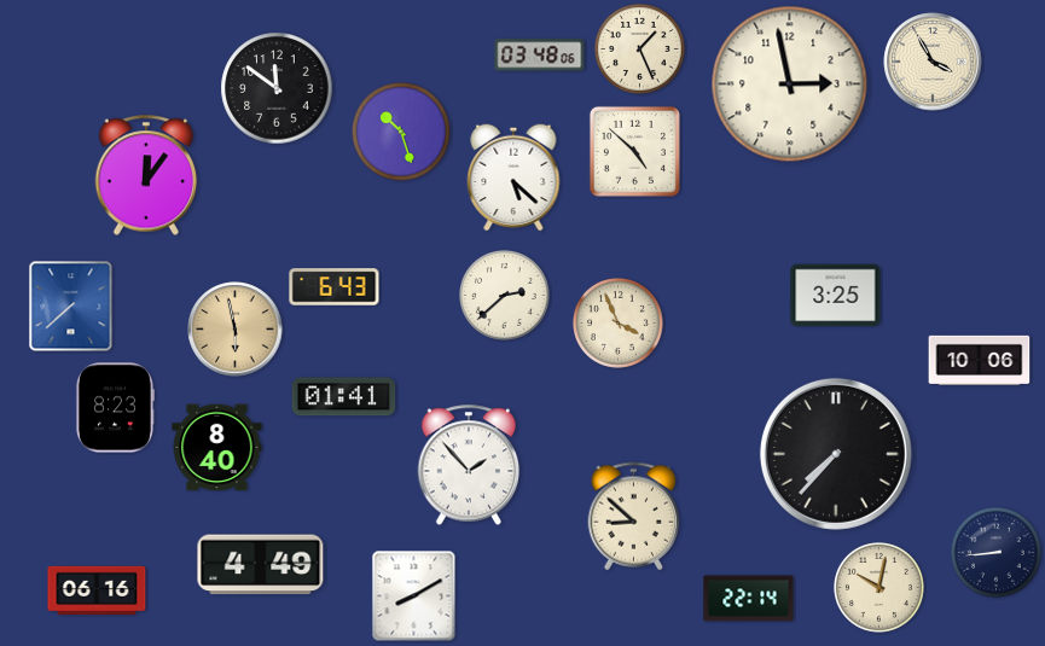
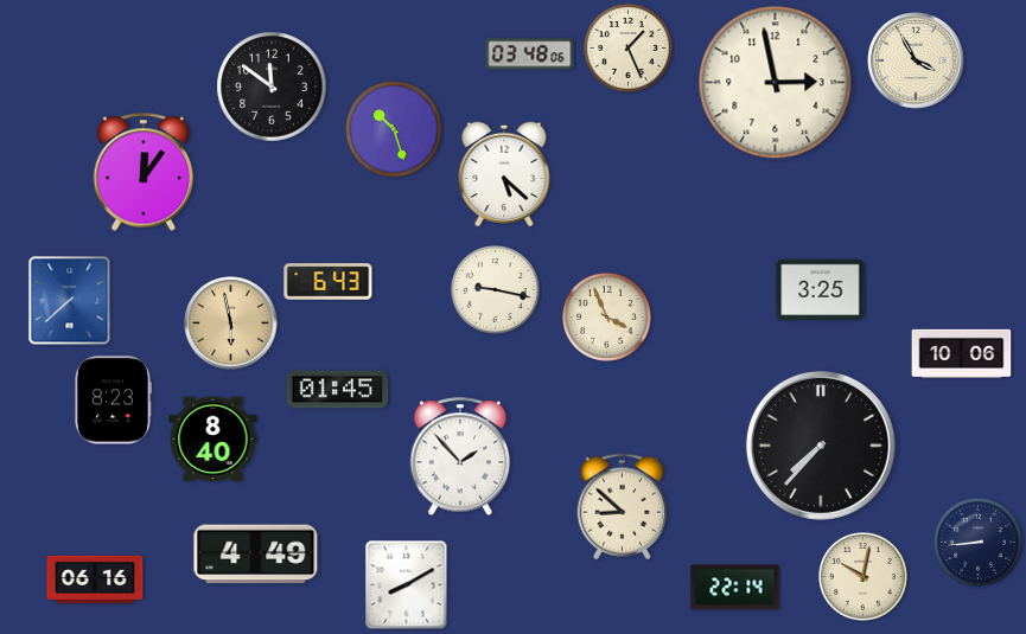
clock at (634, 151): 4:52 -> none
clock at (505, 296): 2:38 -> 9:17
clock at (344, 397): 01:41 -> 01:45
